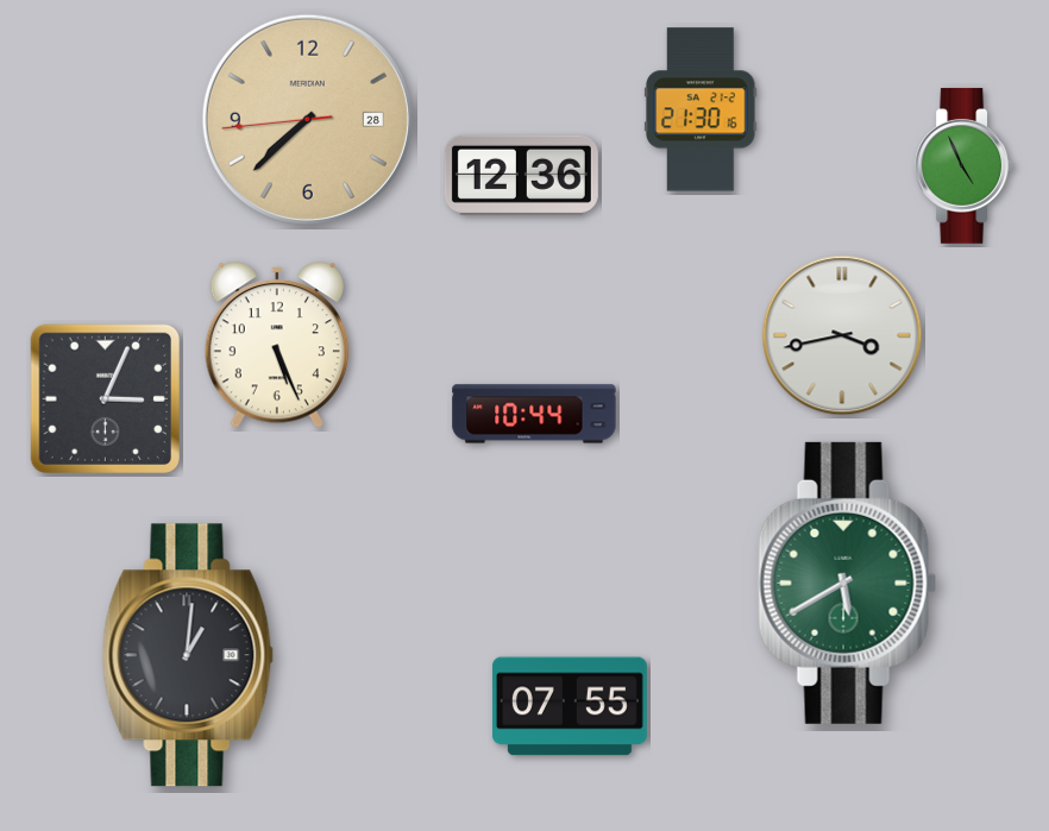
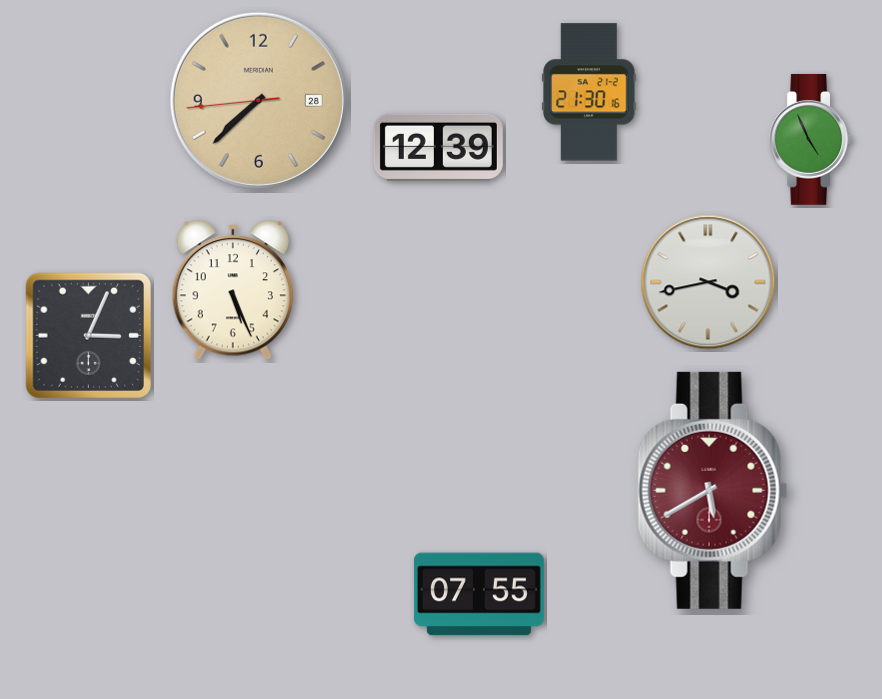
clock at (521, 175): 12:36 -> 12:39
clock at (534, 414): 10:44 -> none
clock at (848, 583) dial: green -> burgundy
clock at (188, 655): 1:01 -> none
